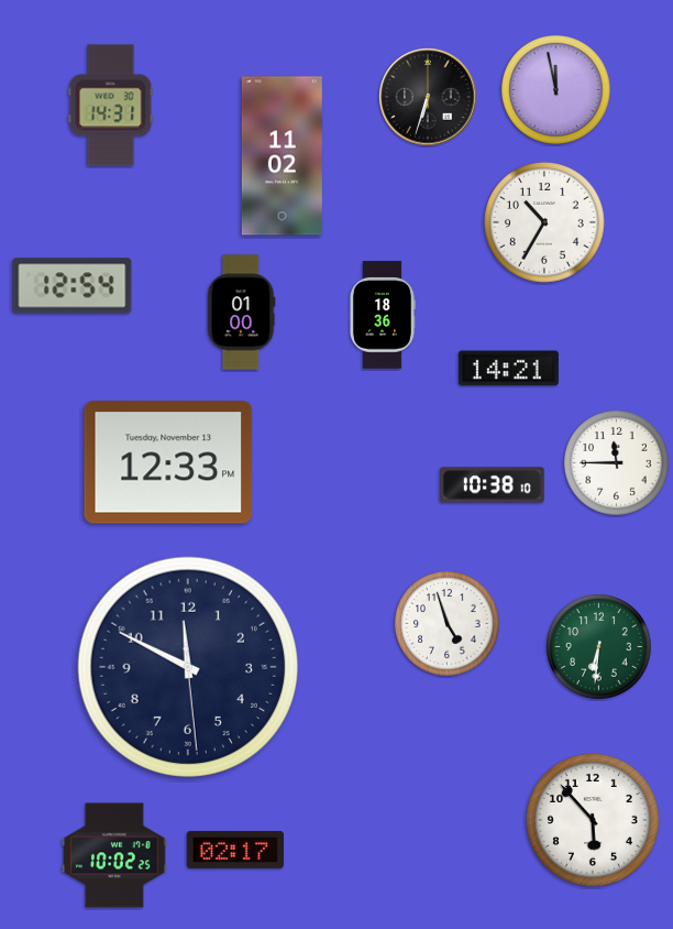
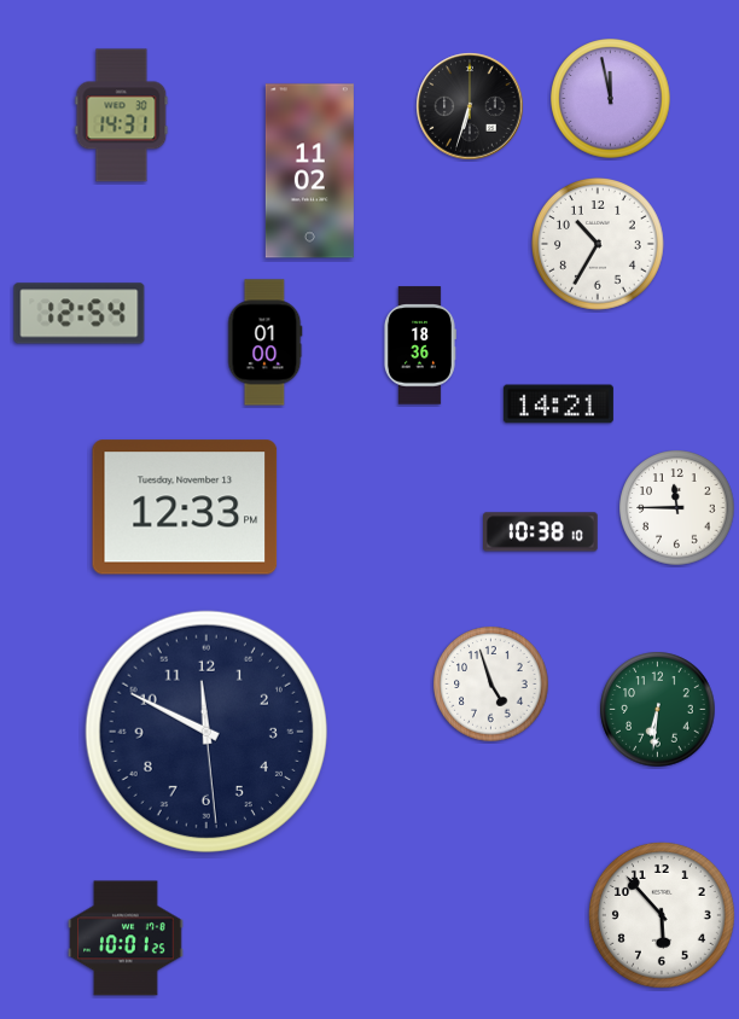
clock at (593, 820) position: (593, 820) -> (662, 915)
clock at (235, 850): 02:17 -> none
clock at (114, 855): 10:02 -> 10:01
